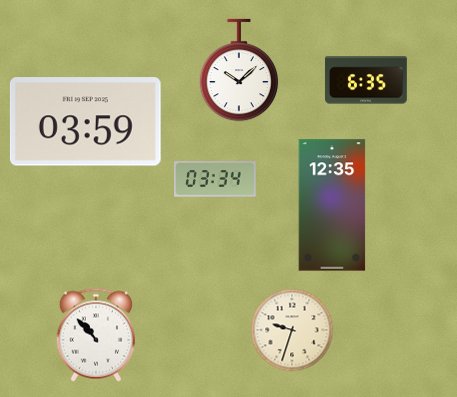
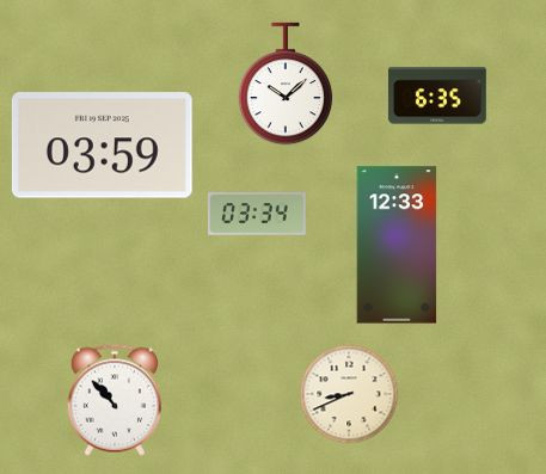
clock at (332, 205): 12:35 -> 12:33
clock at (292, 330): 9:33 -> 8:41
